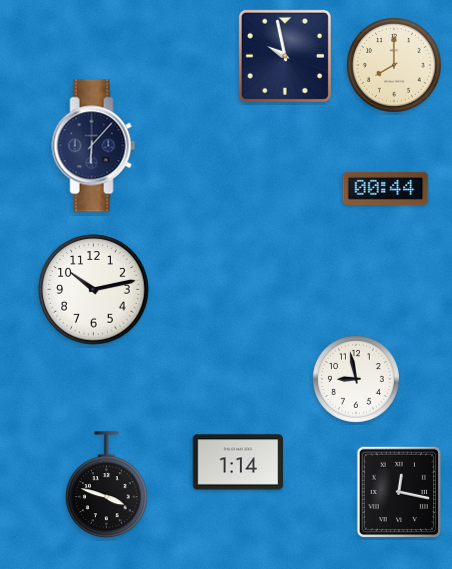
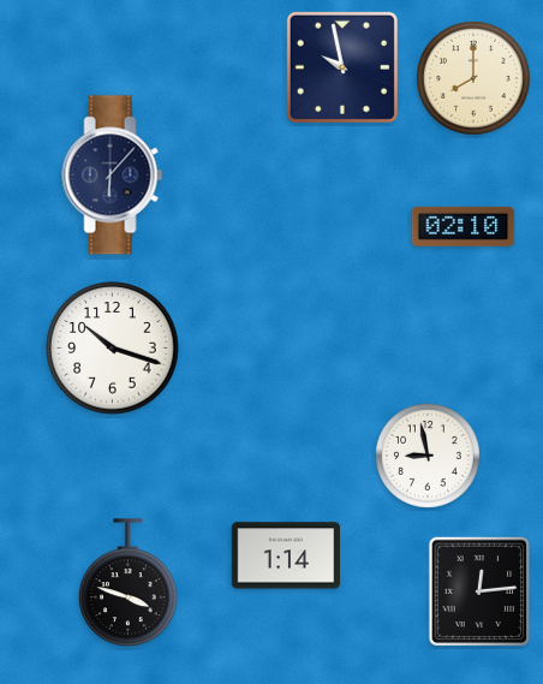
clock at (386, 188): 00:44 -> 02:10
clock at (94, 290): 10:13 -> 10:18
clock at (399, 492): 12:17 -> 12:14
